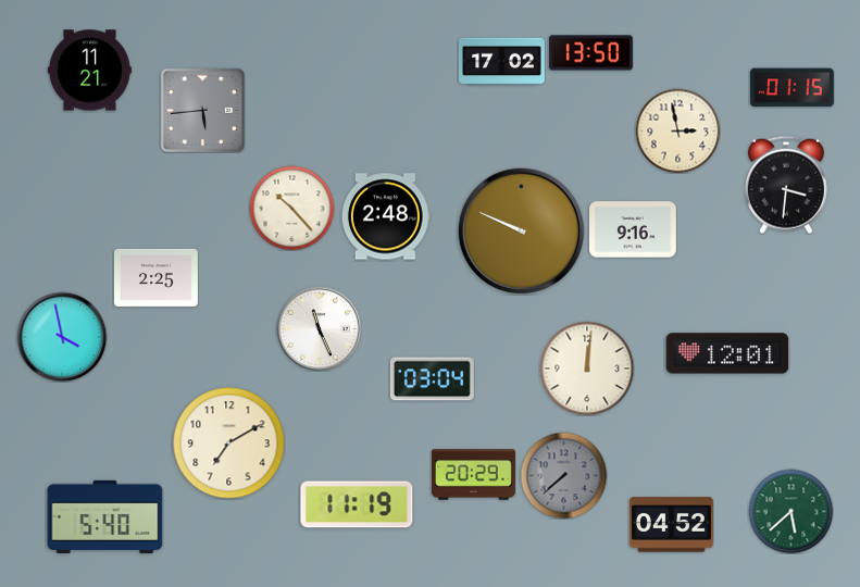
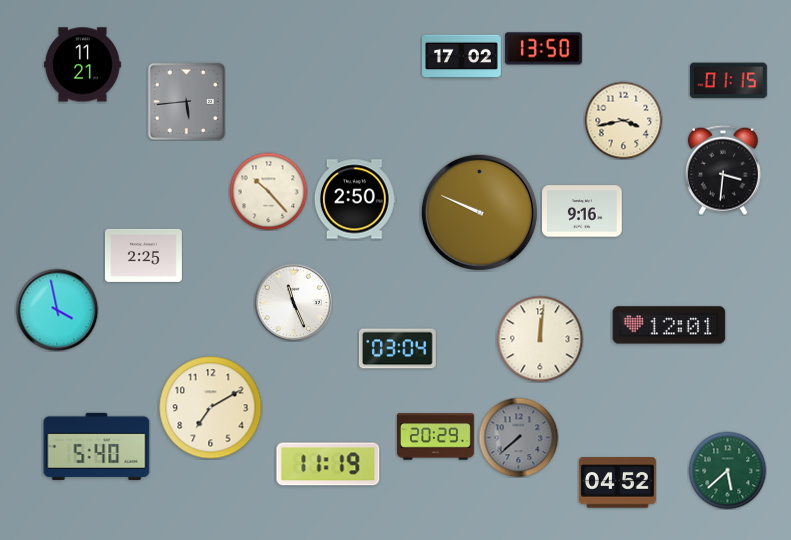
clock at (677, 130): 2:58 -> 3:43
clock at (386, 216): 2:48 -> 2:50
clock at (105, 516) position: (105, 516) -> (97, 446)
